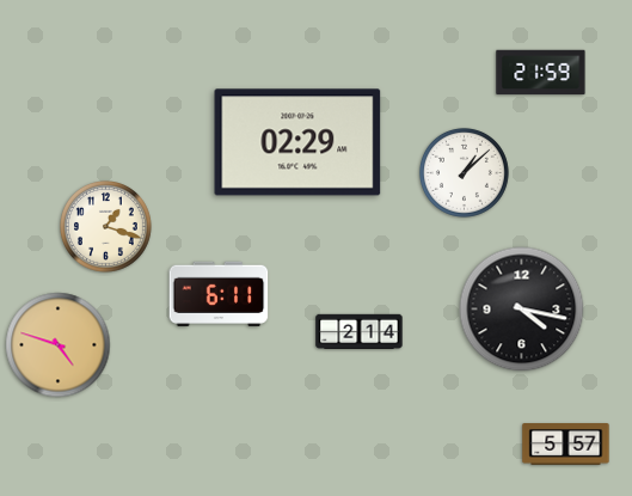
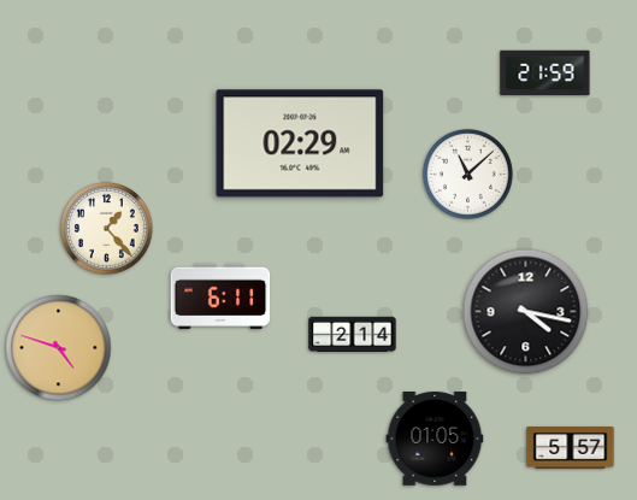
clock at (464, 172): 1:08 -> 11:08
clock at (106, 227): 1:18 -> 1:23
clock at (360, 332) position: (360, 332) -> (353, 335)
clock at (435, 440): none -> 01:05
